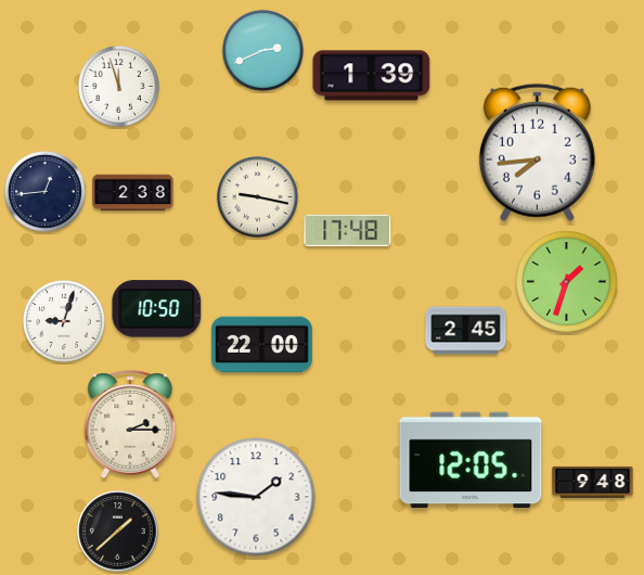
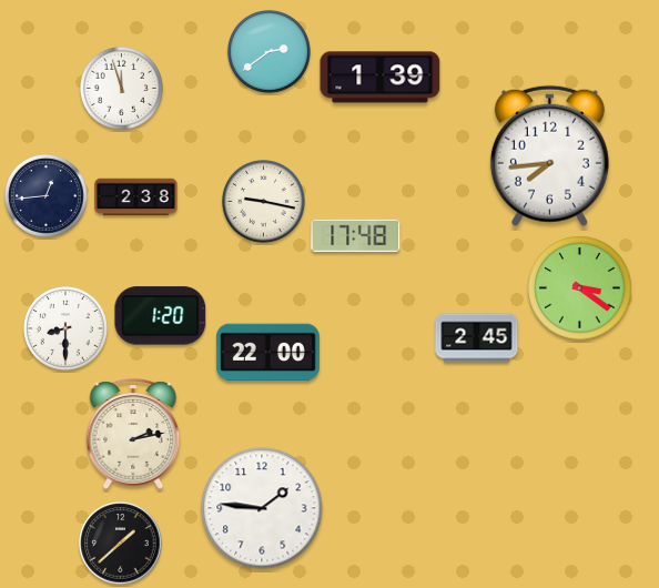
clock at (262, 50): 2:41 -> 2:39
clock at (567, 282): 1:33 -> 3:21
clock at (157, 309): 10:50 -> 1:20
clock at (64, 321): 9:03 -> 8:30
clock at (130, 424): 2:15 -> 2:13
clock at (471, 460): 12:05 -> none
clock at (593, 482): 9:48 -> none
